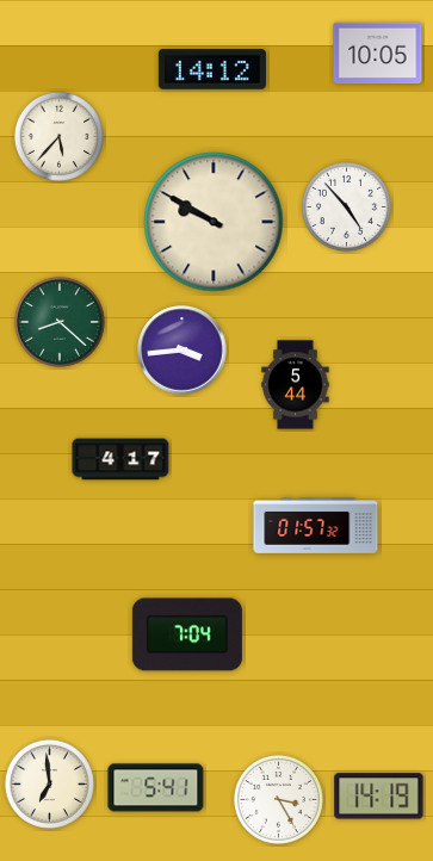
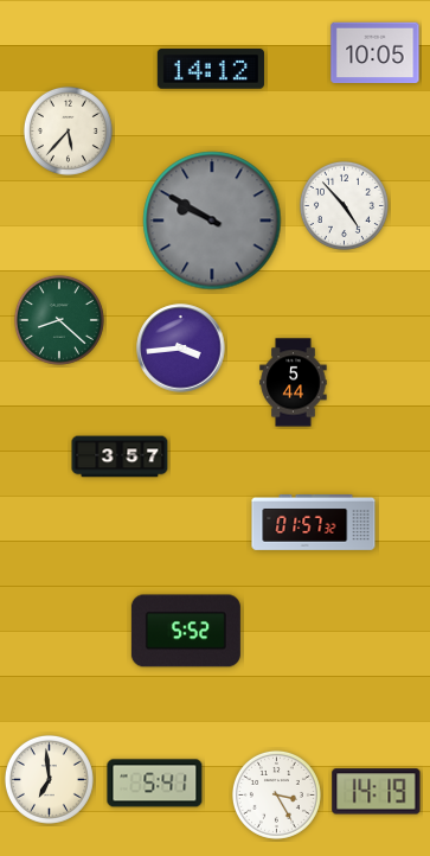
clock at (58, 136) position: (58, 136) -> (68, 130)
clock at (214, 222) dial: cream -> grey
clock at (120, 459): 4:17 -> 3:57
clock at (187, 634): 7:04 -> 5:52
